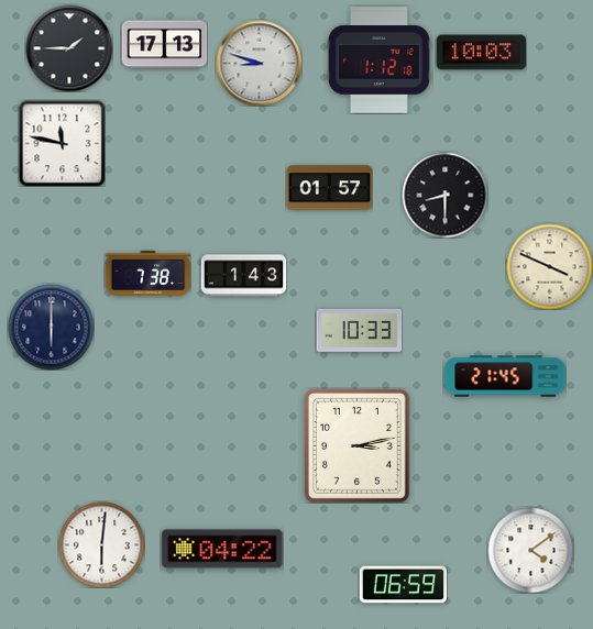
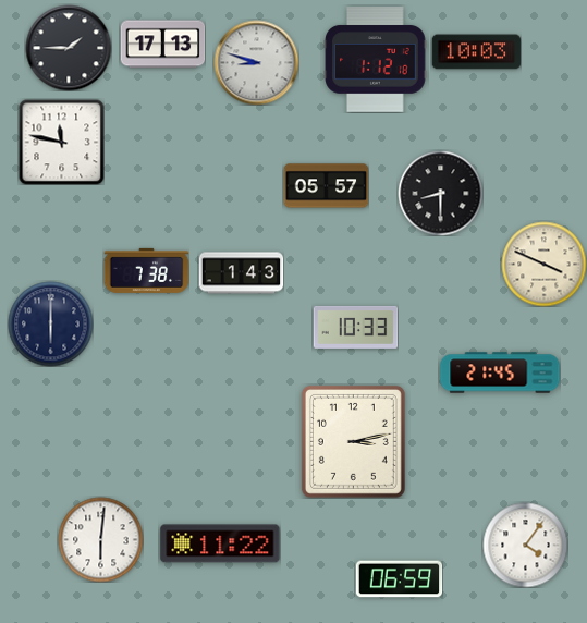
clock at (329, 188): 01:57 -> 05:57
clock at (222, 549): 04:22 -> 11:22
clock at (530, 550): 4:09 -> 4:06
